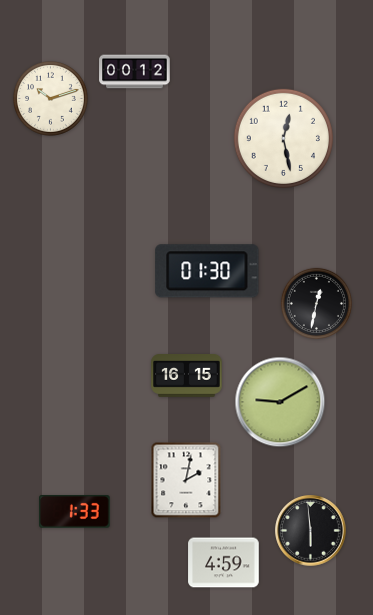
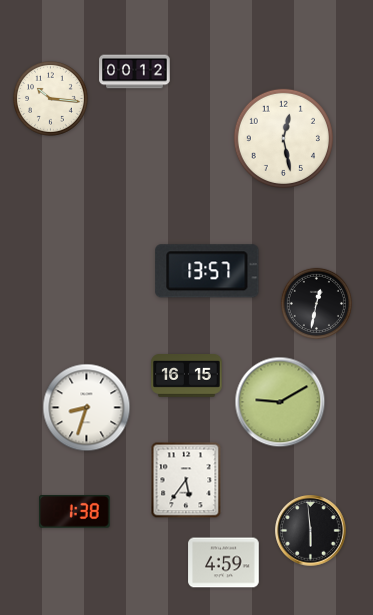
clock at (51, 99): 10:12 -> 10:16
clock at (207, 271): 01:30 -> 13:57
clock at (87, 408): none -> 8:33
clock at (186, 480): 2:02 -> 5:36
clock at (75, 512): 1:33 -> 1:38
